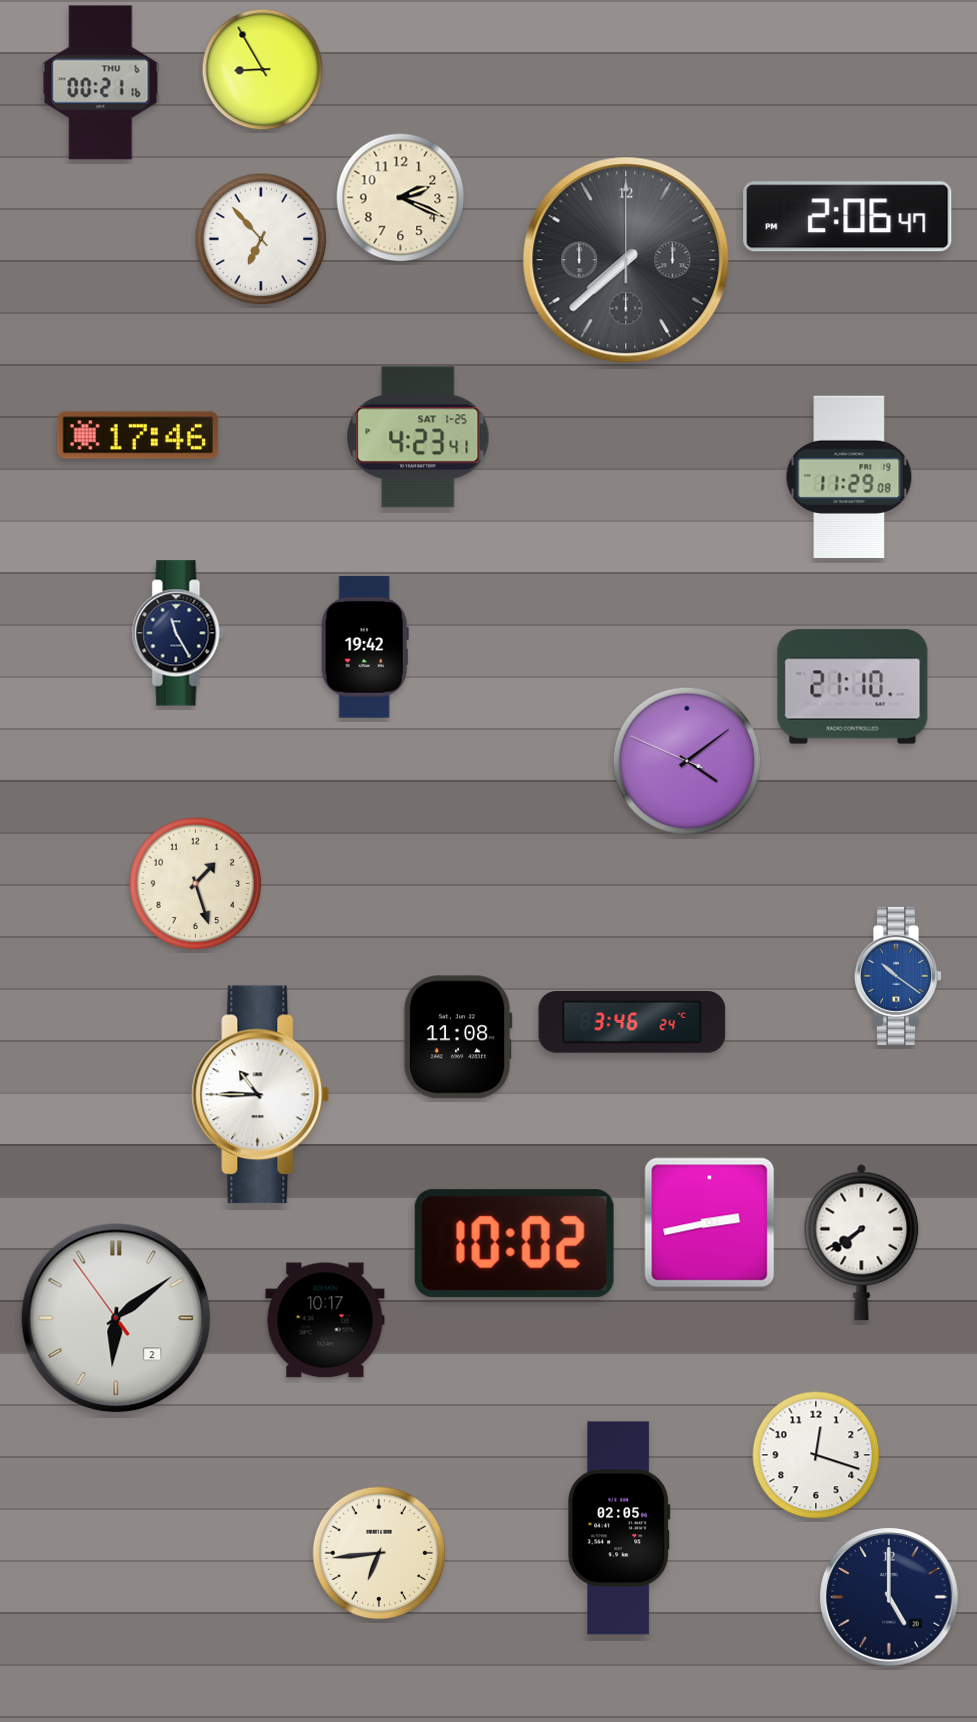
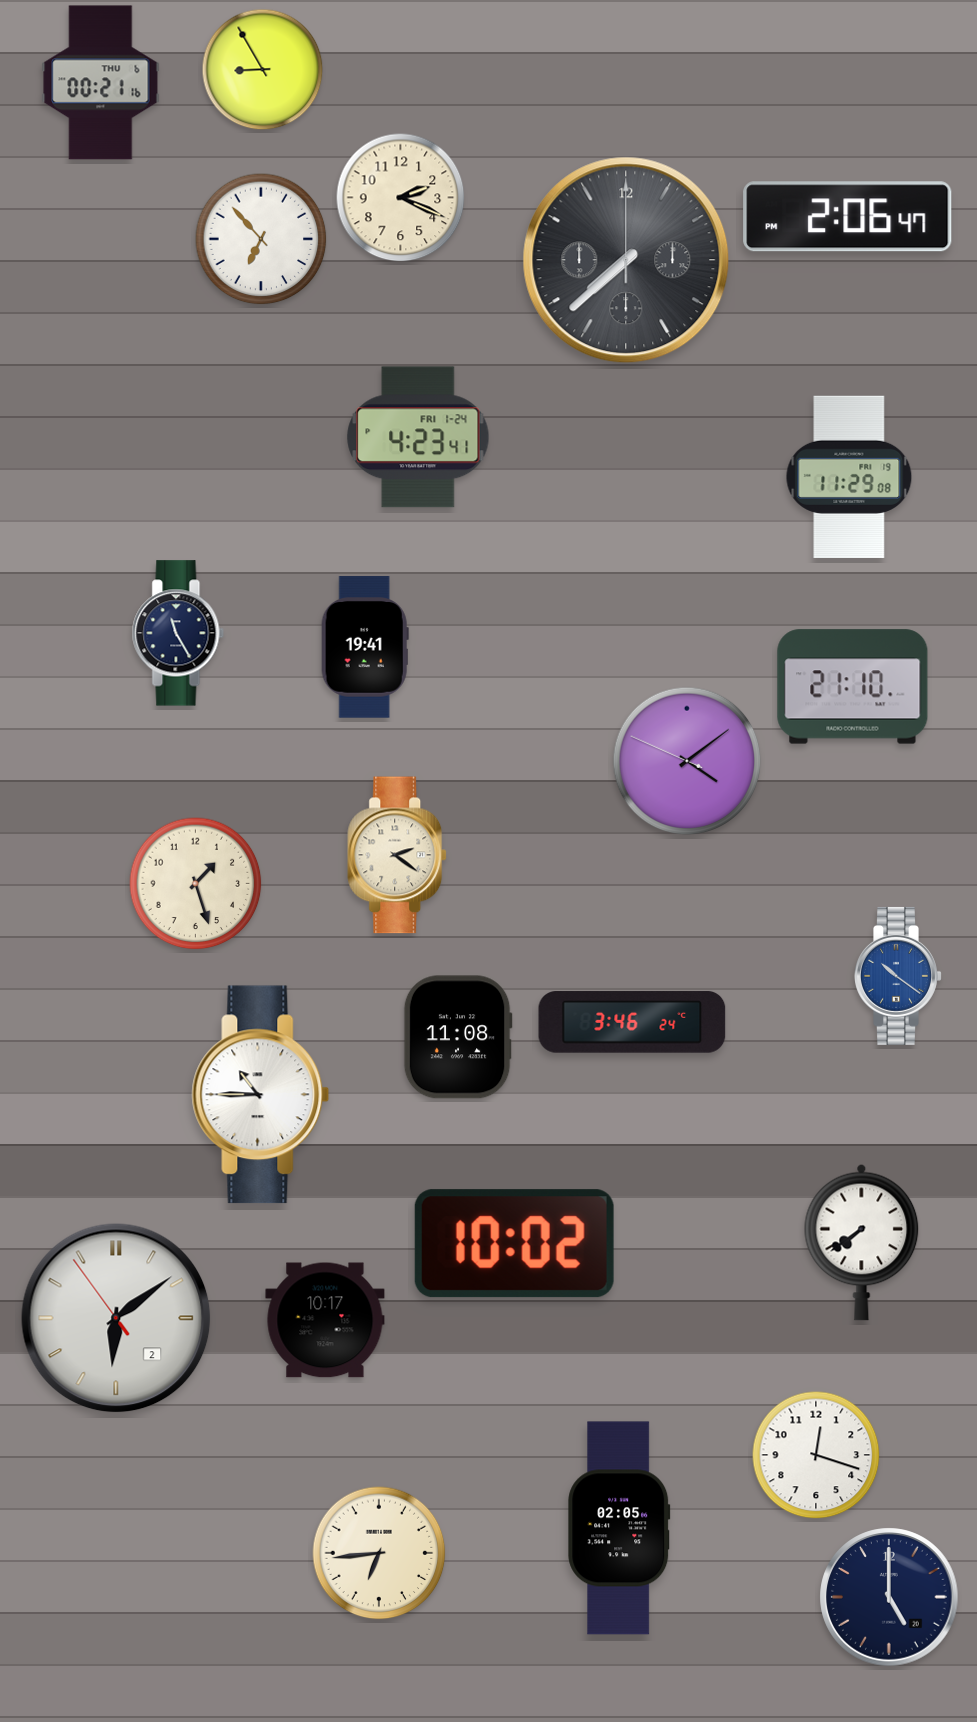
clock at (138, 435): 17:46 -> none
clock at (418, 437) date: SAT 1-25 -> FRI 1-24
clock at (365, 647): 19:42 -> 19:41
clock at (398, 855): none -> 2:21
clock at (710, 1223): 2:43 -> none
